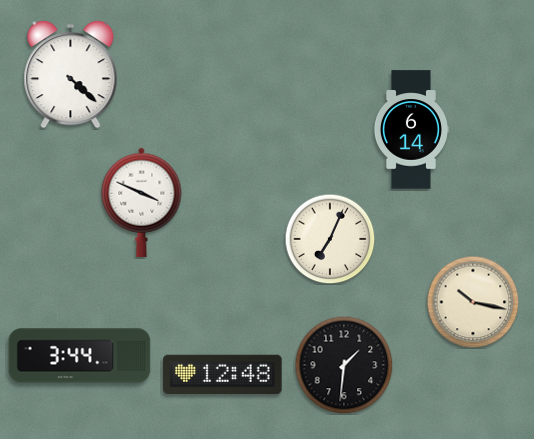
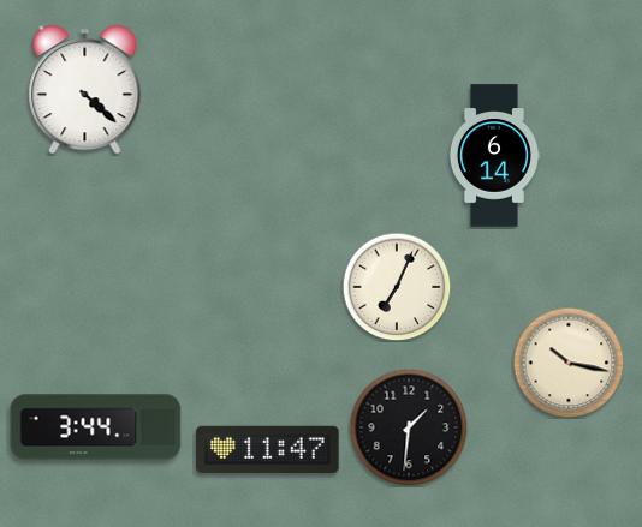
clock at (142, 202): 3:49 -> none
clock at (344, 365) position: (344, 365) -> (409, 427)
clock at (223, 374): 12:48 -> 11:47
